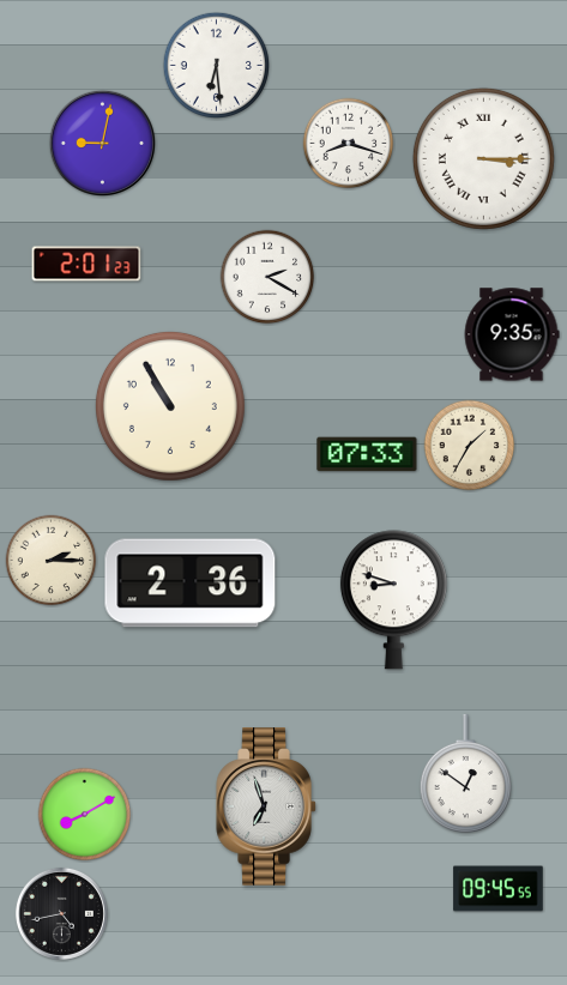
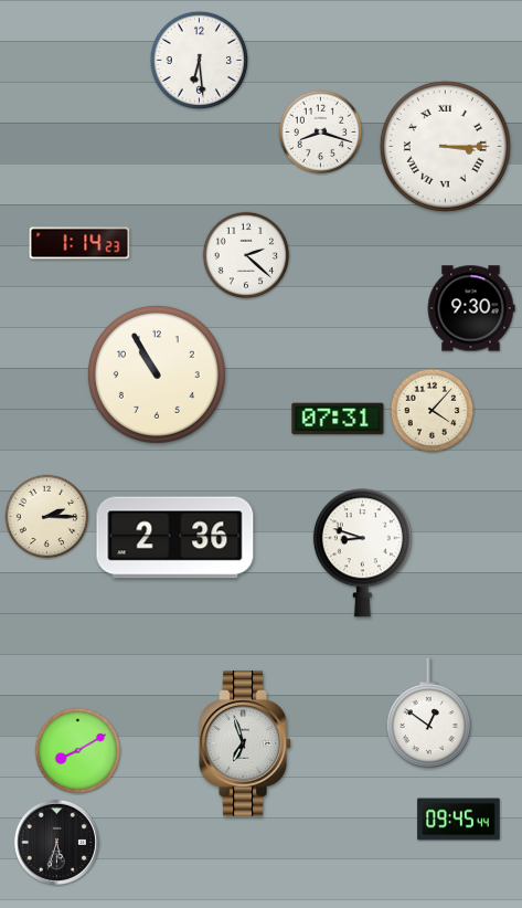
clock at (102, 143): 9:02 -> none
clock at (86, 264): 2:01 -> 1:14
clock at (267, 277): 2:20 -> 2:22
clock at (512, 334): 9:35 -> 9:30
clock at (470, 446): 1:35 -> 4:07
clock at (367, 454): 07:33 -> 07:31
clock at (499, 889): 09:45:55 -> 09:45:44
clock at (61, 913): 4:43 -> 5:33
